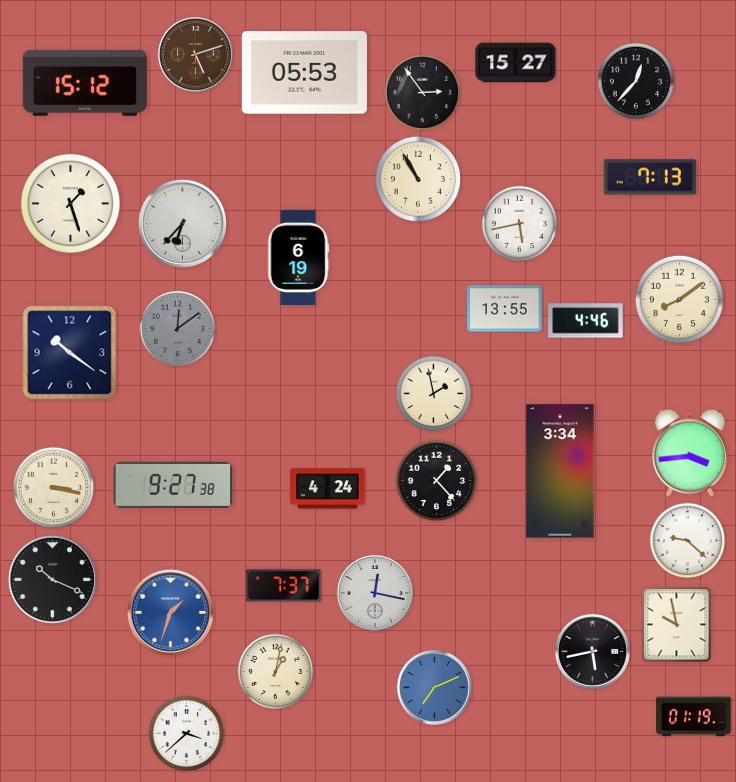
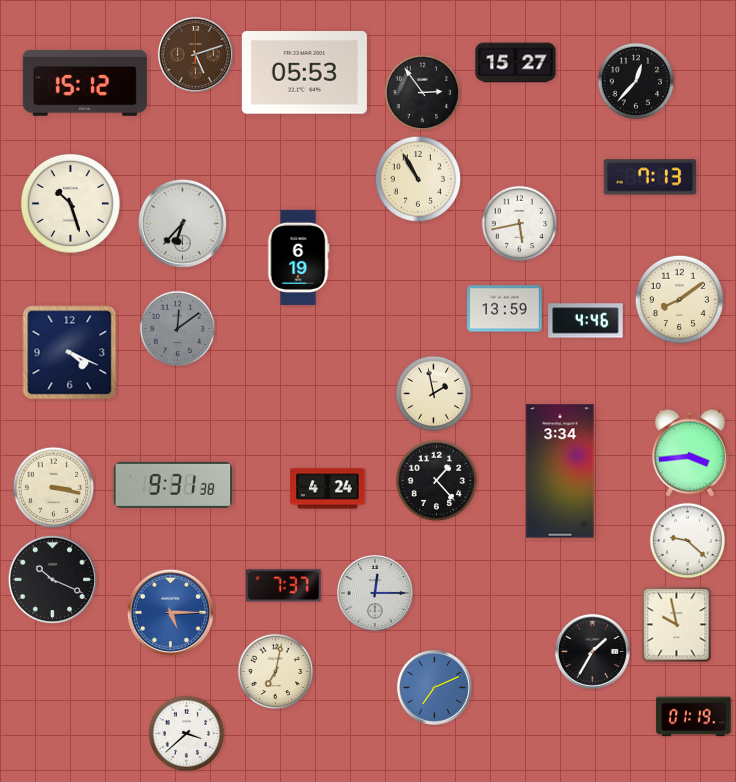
clock at (70, 203): 1:27 -> 10:27
clock at (505, 309): 13:55 -> 13:59
clock at (70, 353): 10:21 -> 4:19
clock at (173, 485): 9:27 -> 9:31
clock at (375, 593): 12:17 -> 12:15
clock at (170, 612): 1:33 -> 5:15
clock at (592, 651): 5:43 -> 1:35
clock at (276, 672): 1:02 -> 7:02
